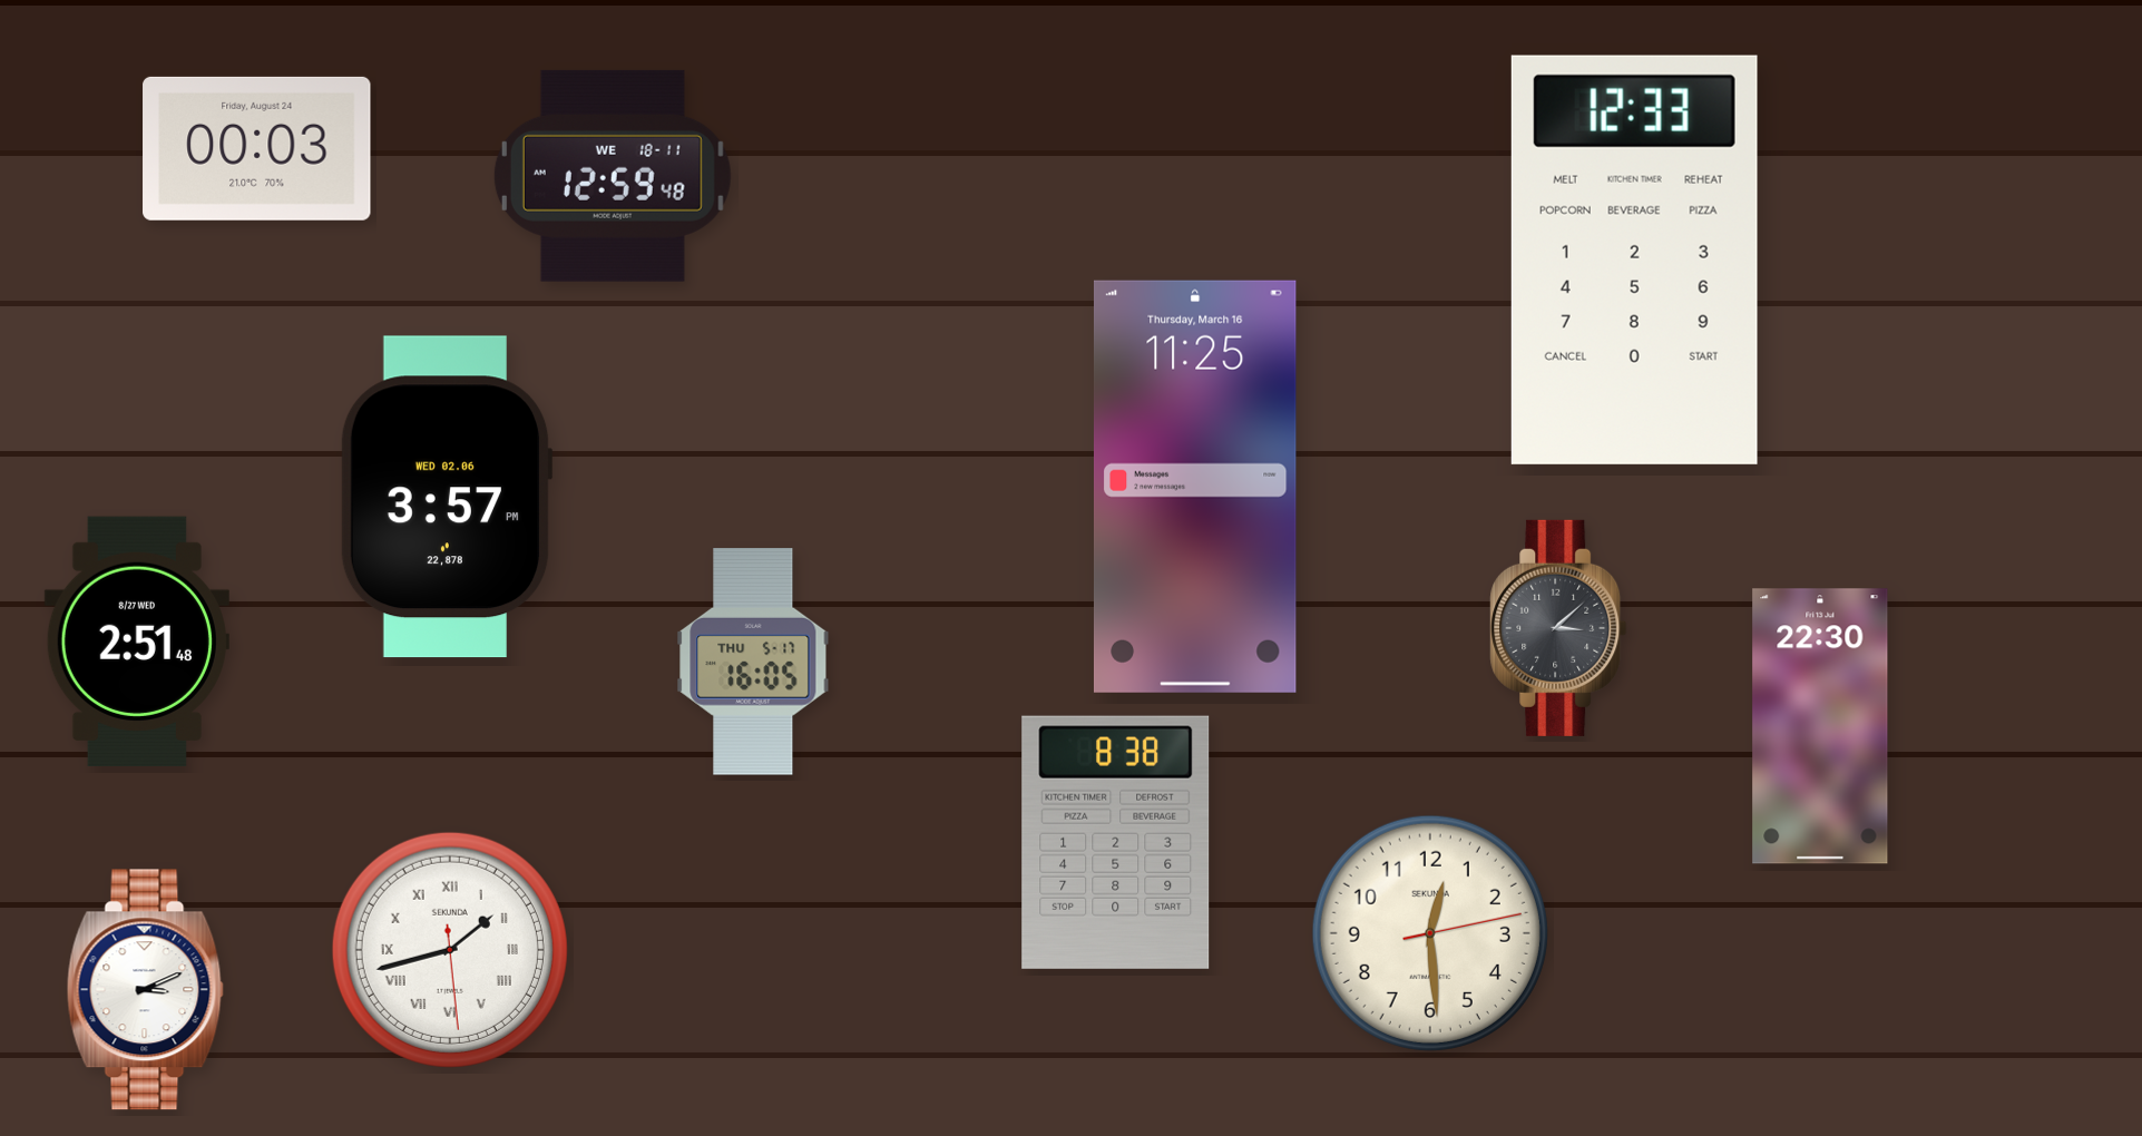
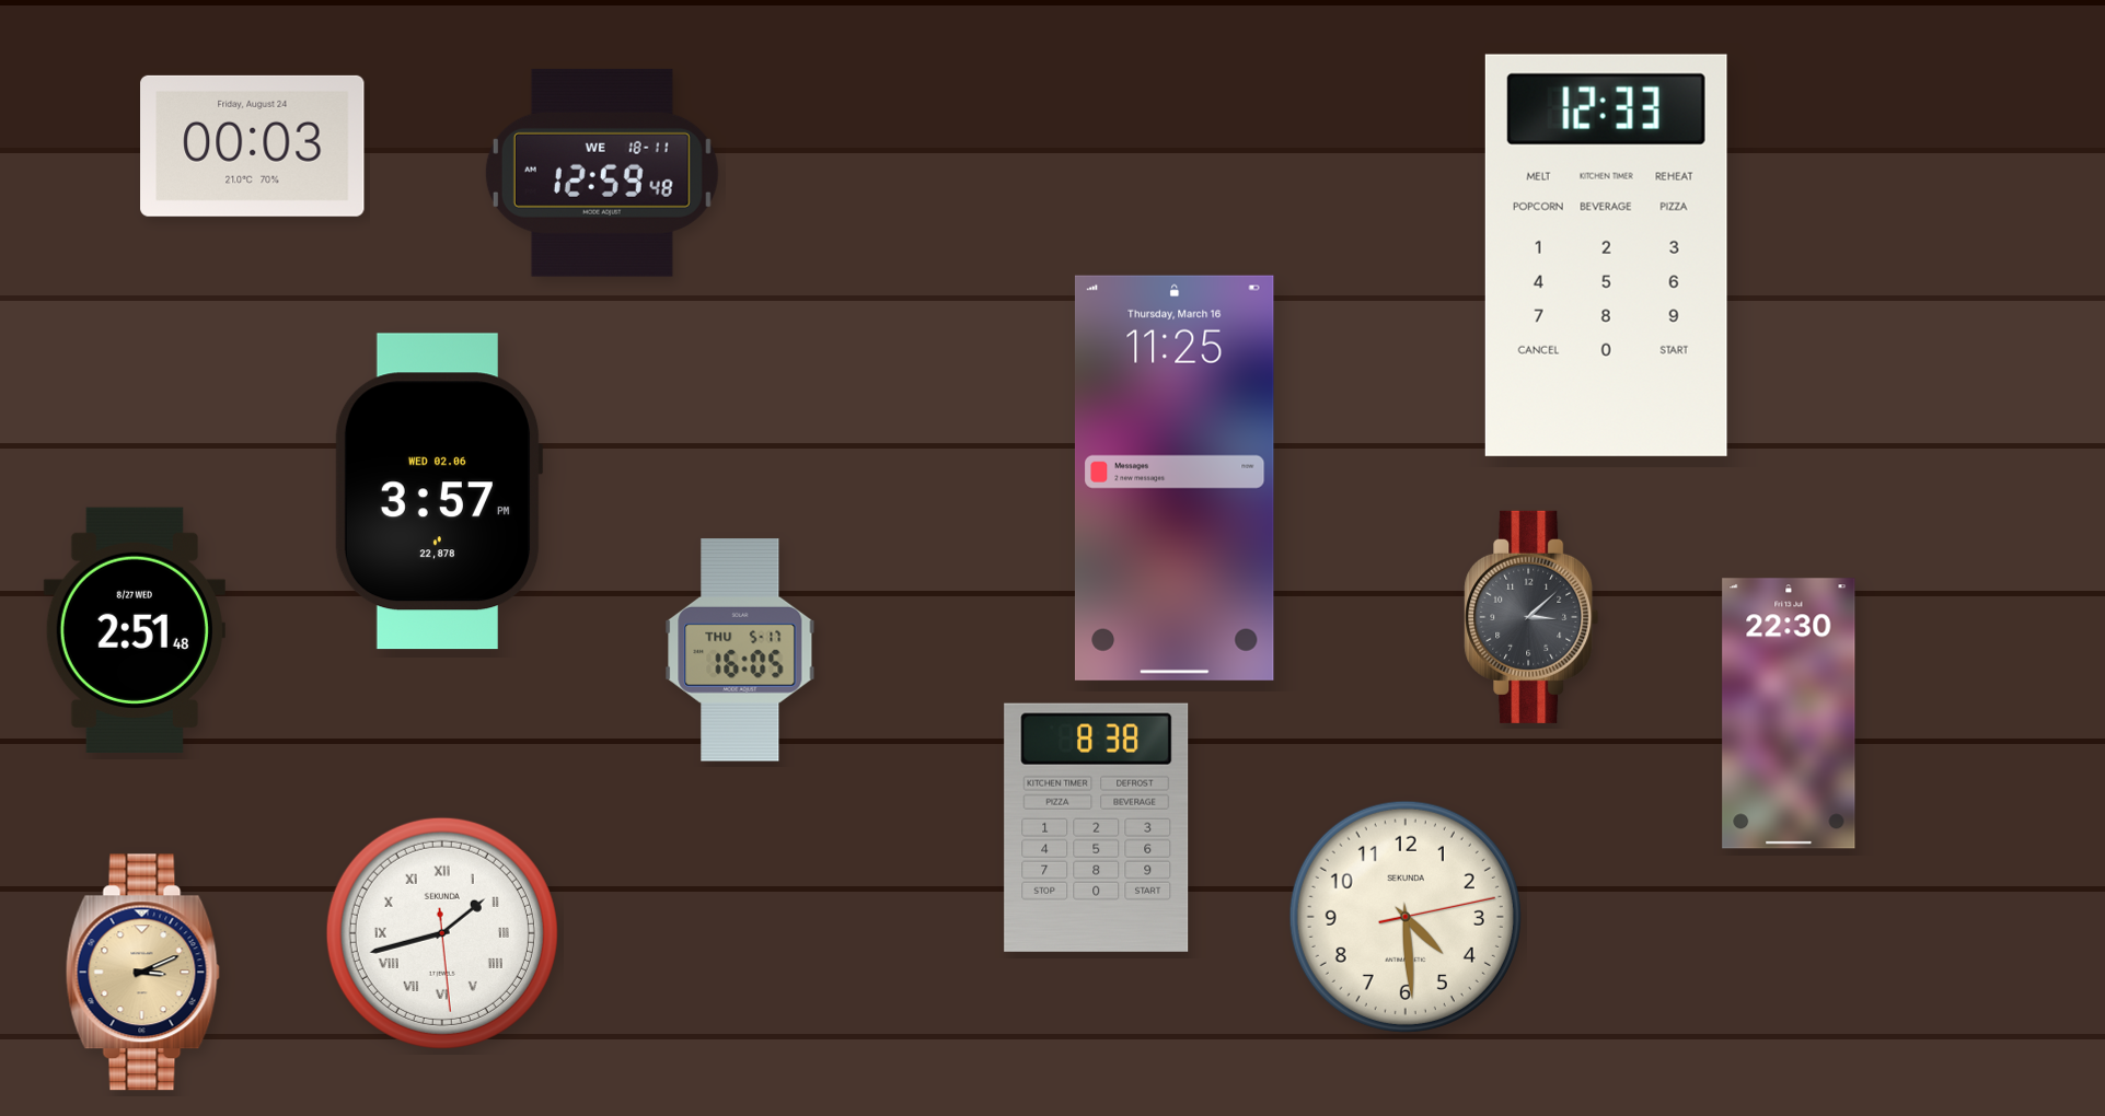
clock at (447, 497) position: (447, 497) -> (439, 491)
clock at (1430, 933): 12:29 -> 4:29
clock at (145, 990) dial: white -> champagne
